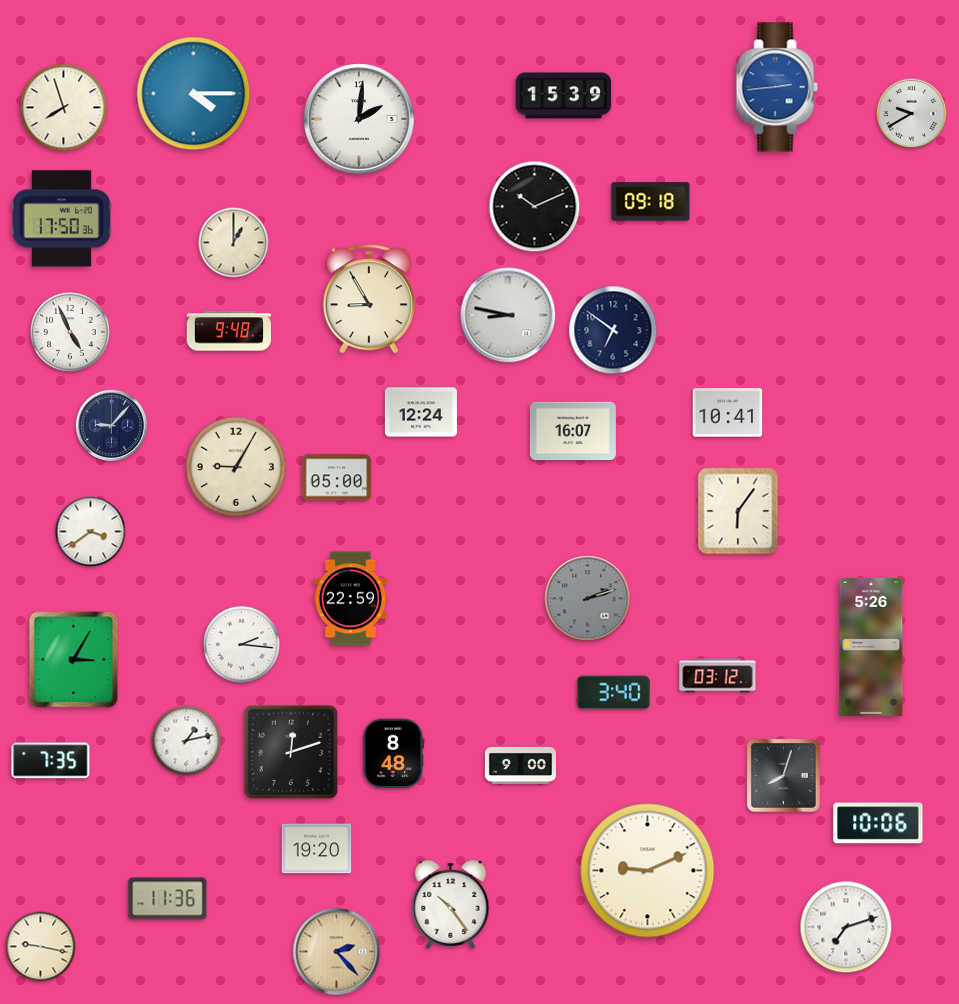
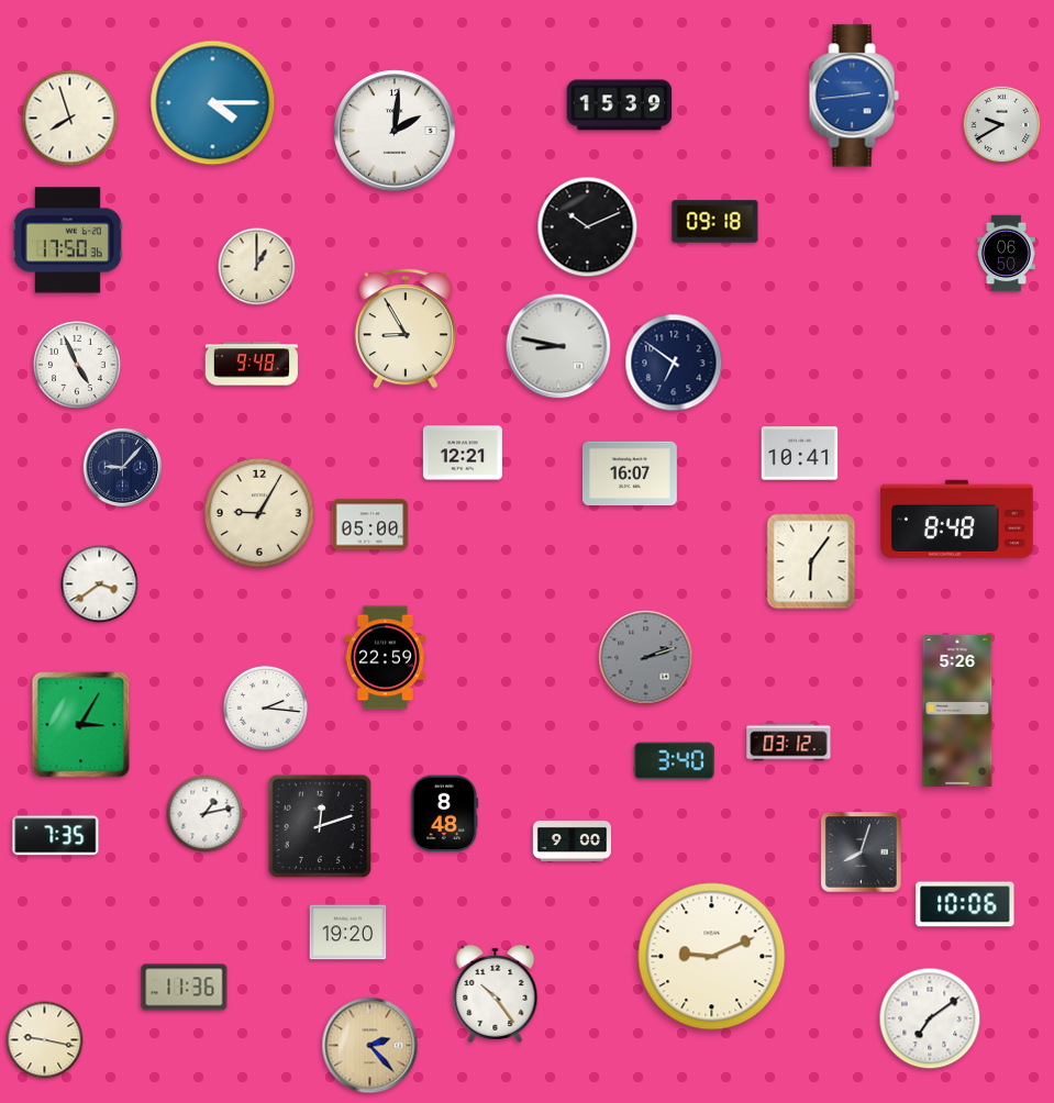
clock at (1007, 254): none -> 06:50
clock at (421, 412): 12:24 -> 12:21
clock at (956, 519): none -> 8:48
clock at (394, 754) position: (394, 754) -> (445, 814)
clock at (846, 927): 7:12 -> 7:09
